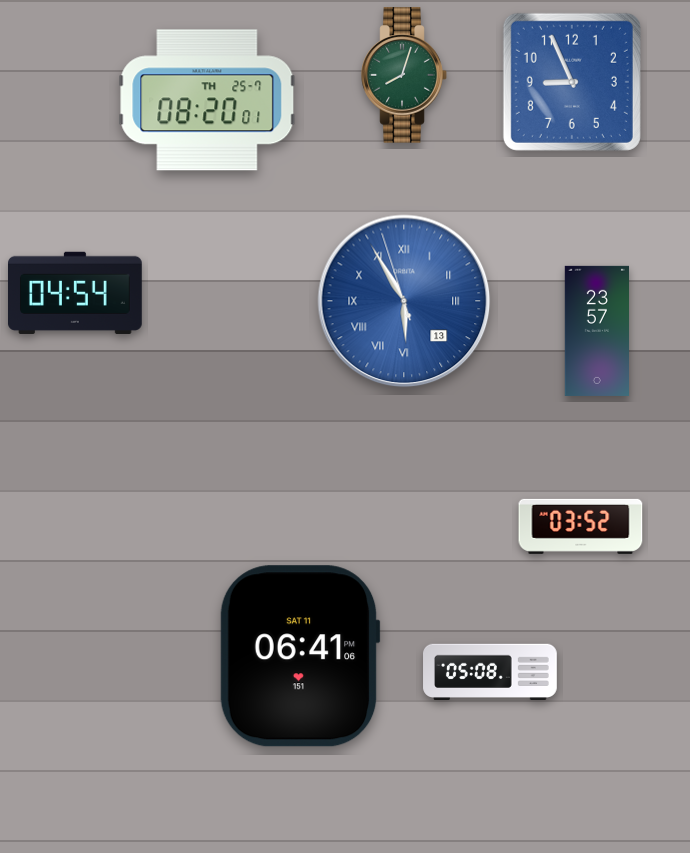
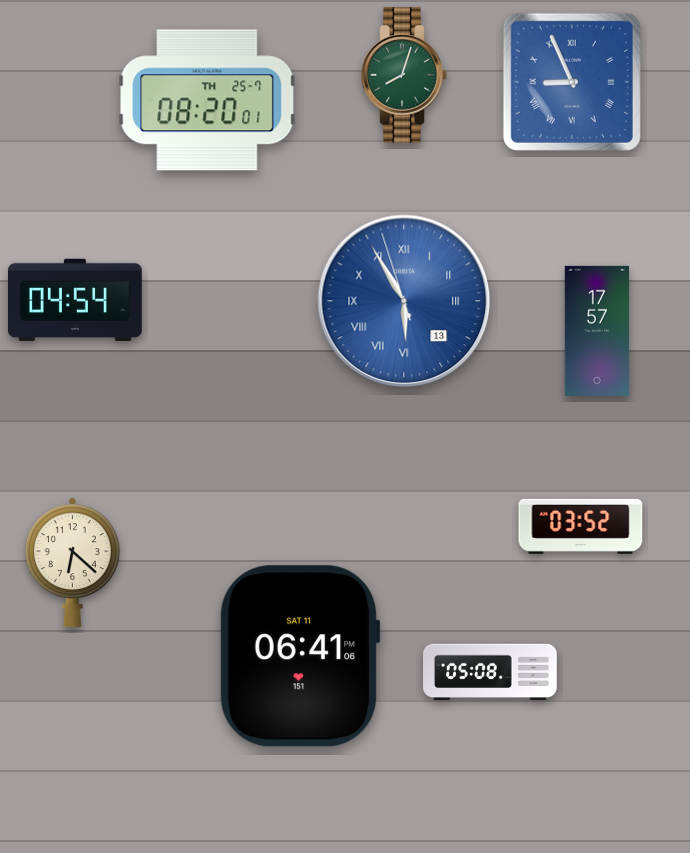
clock at (572, 82) numerals: Arabic -> Roman
clock at (76, 293) position: (76, 293) -> (76, 300)
clock at (596, 331): 23:57 -> 17:57
clock at (72, 562): none -> 6:22
